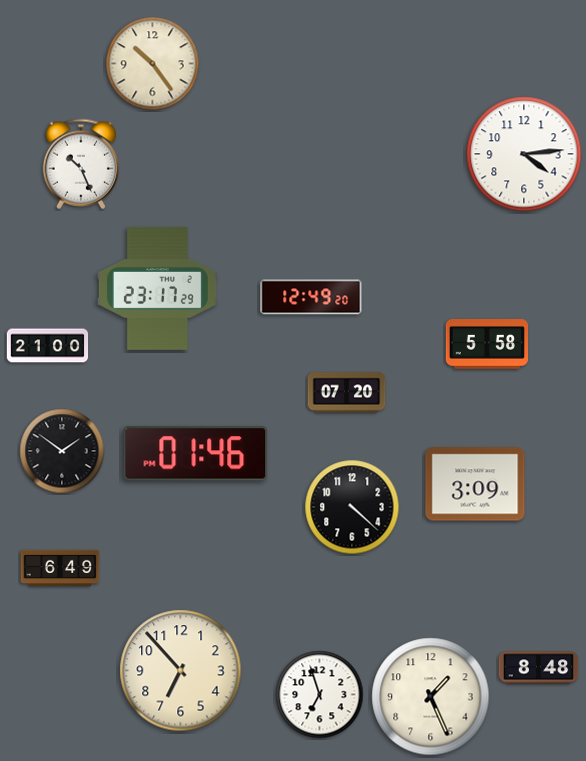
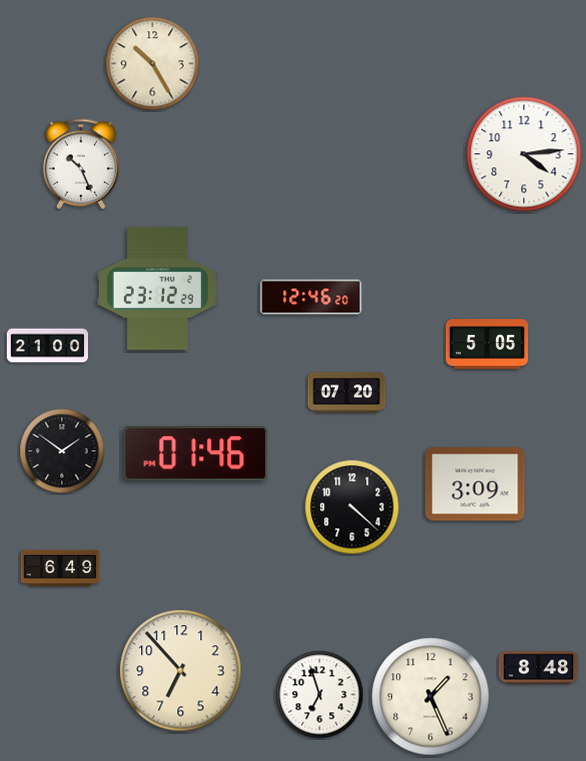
clock at (153, 64): 10:24 -> 10:25
clock at (157, 288): 23:17 -> 23:12
clock at (311, 297): 12:49 -> 12:46
clock at (486, 345): 5:58 -> 5:05
